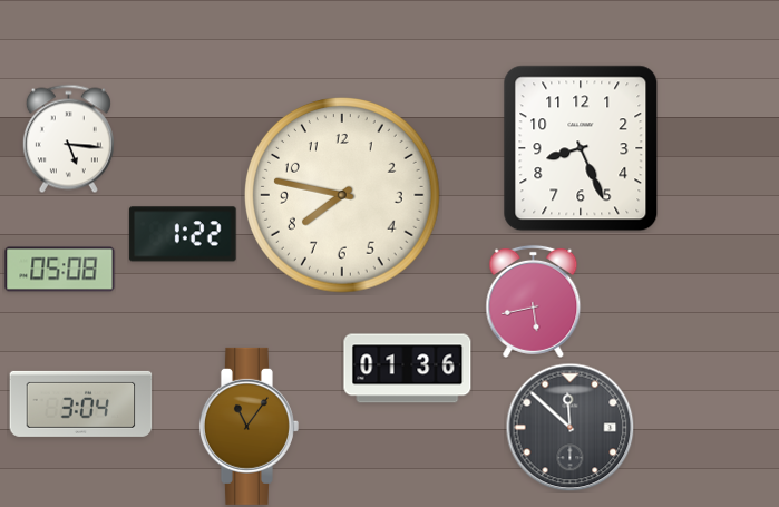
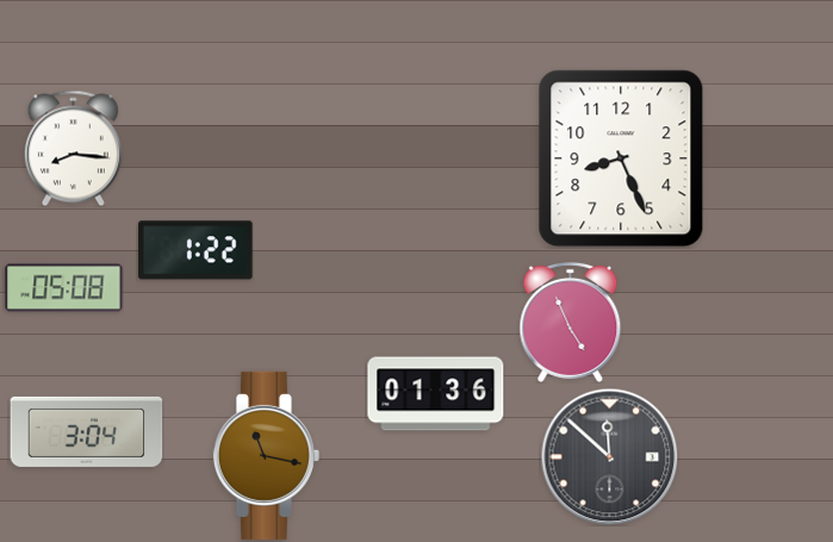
clock at (68, 138): 5:16 -> 8:16
clock at (343, 196): 7:47 -> none
clock at (534, 301): 5:43 -> 4:56
clock at (249, 426): 11:06 -> 11:17
